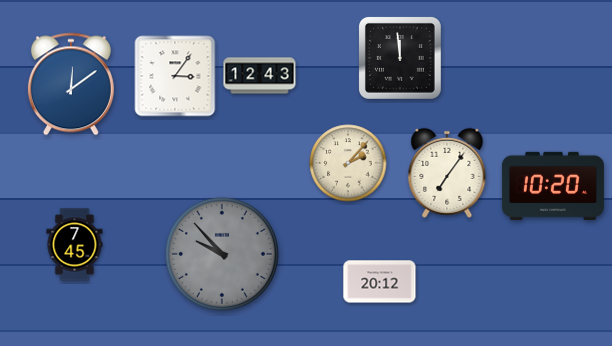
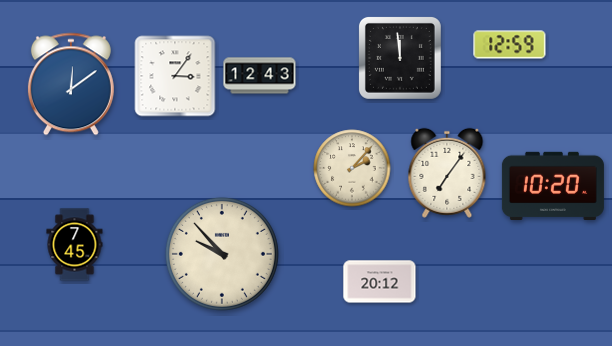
clock at (510, 45): none -> 12:59
clock at (348, 163) position: (348, 163) -> (352, 168)
clock at (222, 254) dial: grey -> cream
